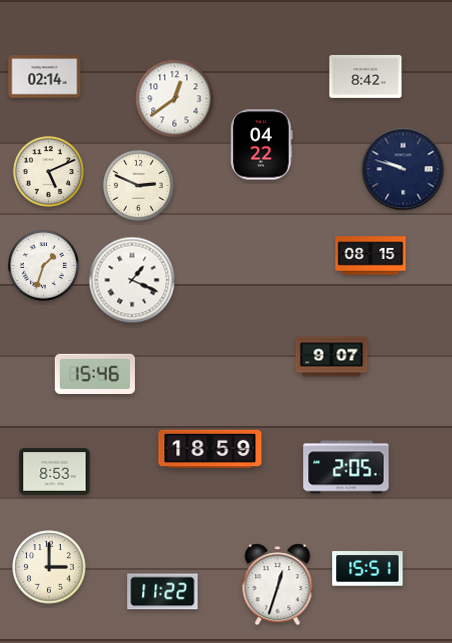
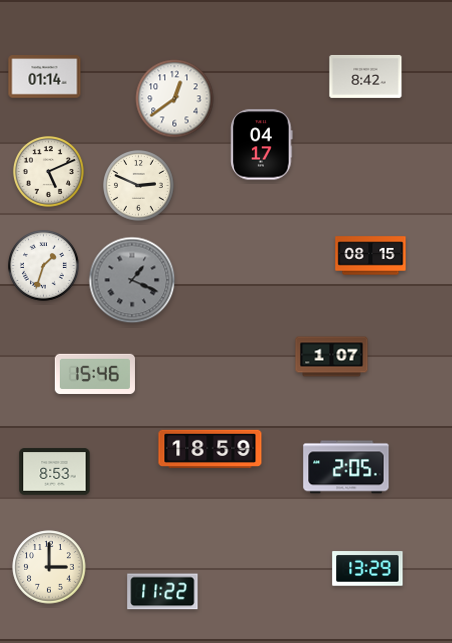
clock at (45, 77): 02:14 -> 01:14
clock at (262, 145): 04:22 -> 04:17
clock at (403, 169): 9:48 -> none
clock at (132, 280) dial: white -> grey
clock at (332, 357): 9:07 -> 1:07
clock at (368, 569): 15:51 -> 13:29
clock at (278, 585): 12:33 -> none
